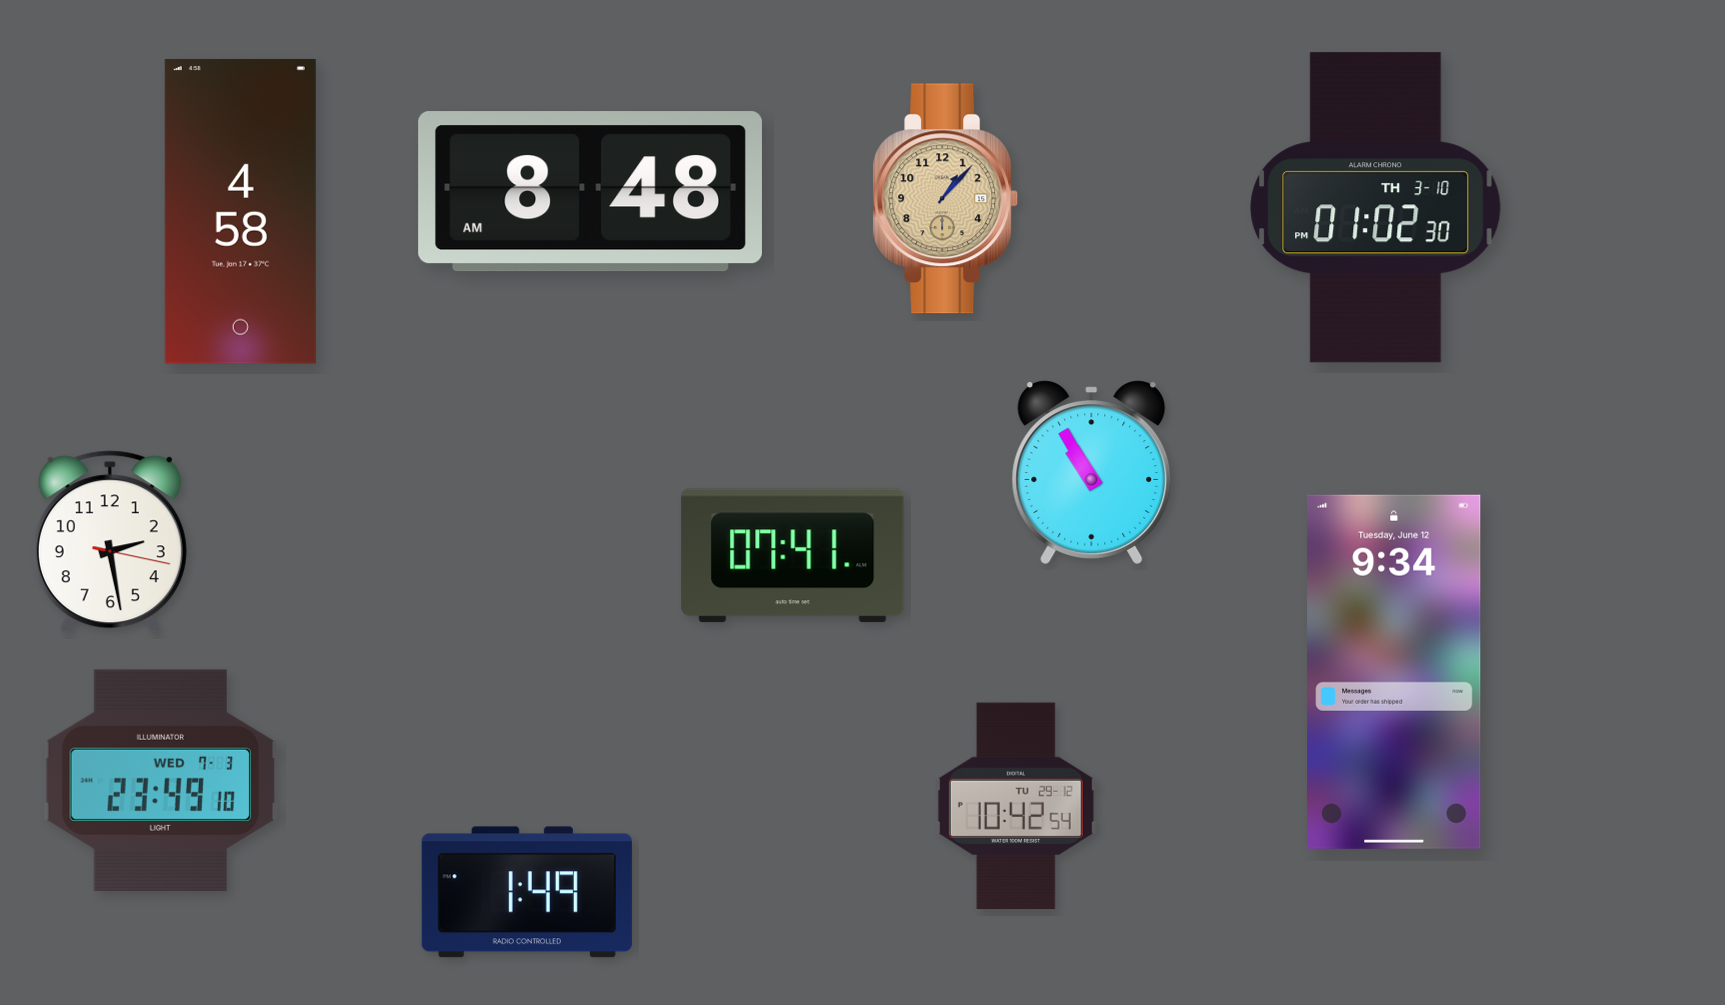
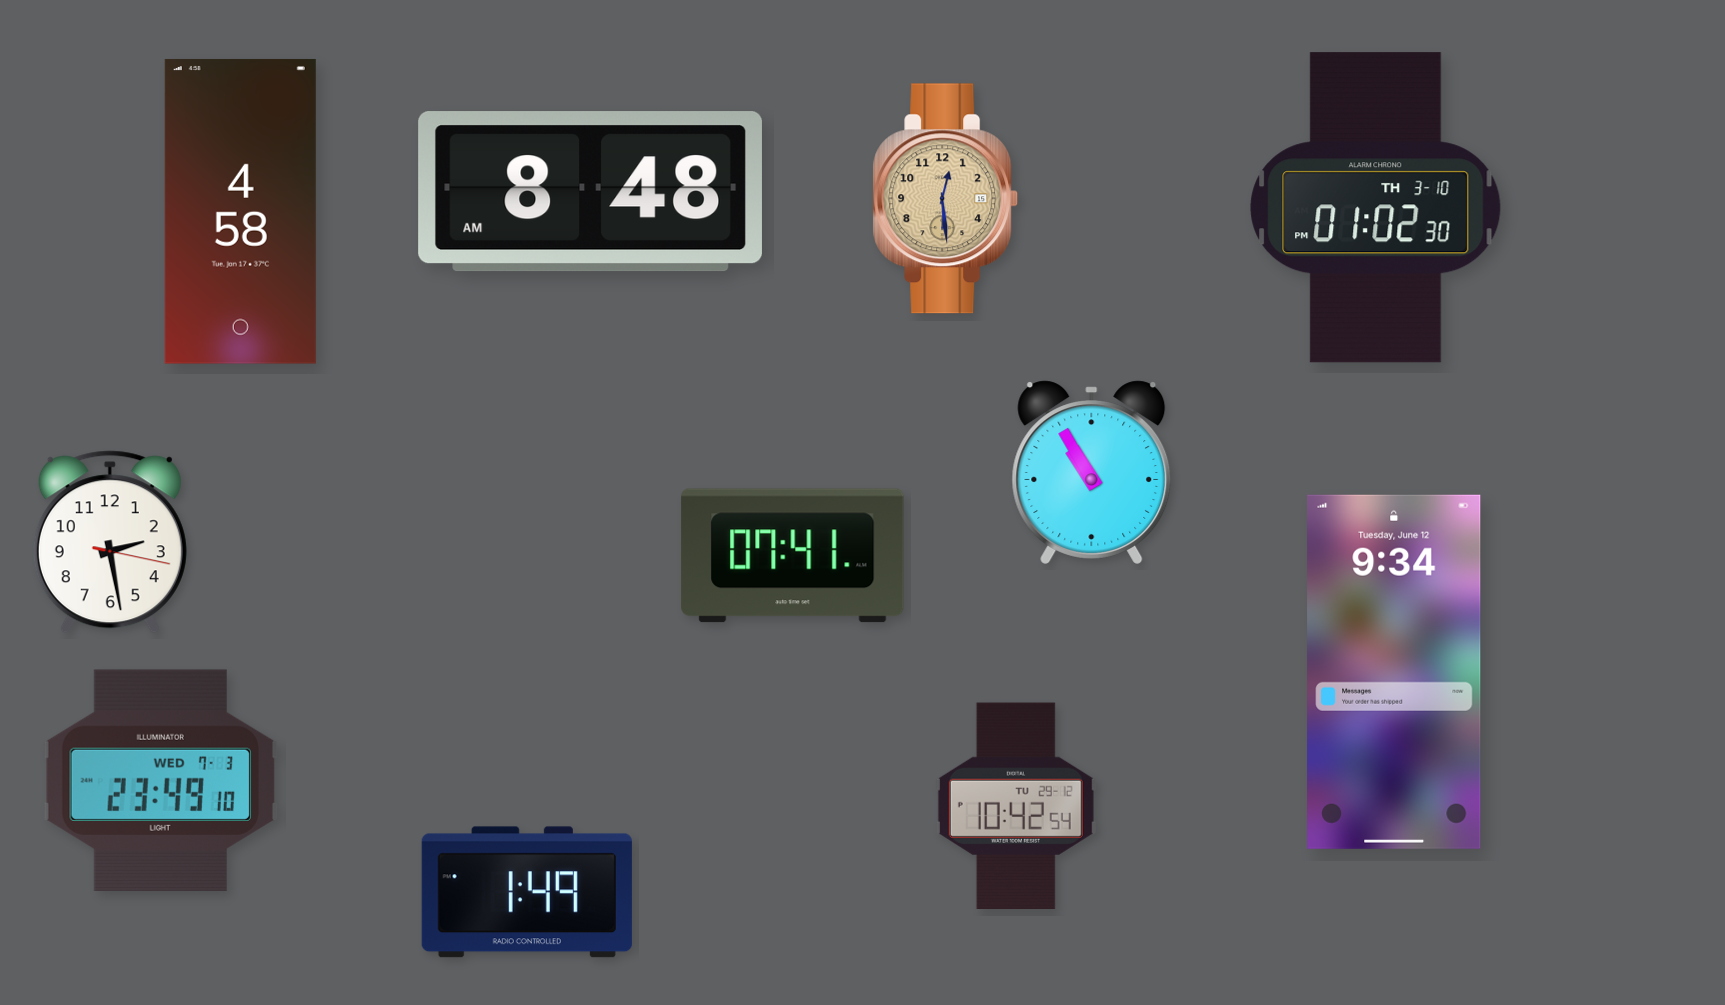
clock at (946, 199): 1:07 -> 12:29
